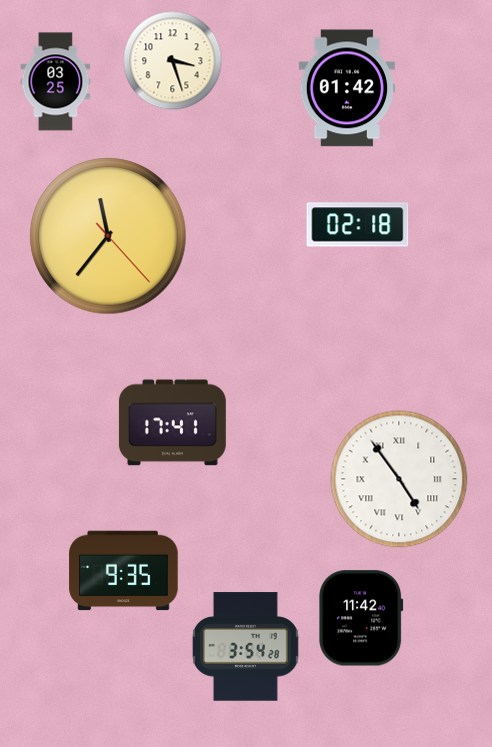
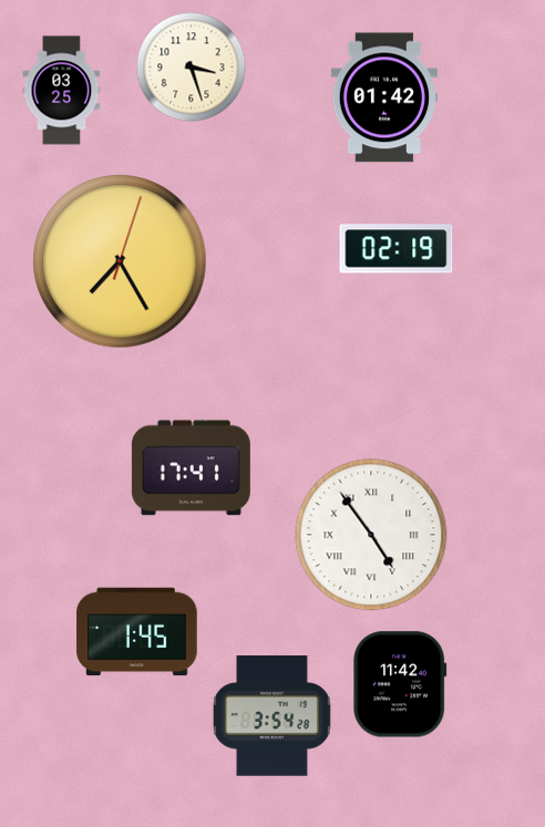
clock at (358, 225): 02:18 -> 02:19
clock at (108, 236): 11:36 -> 7:25
clock at (399, 479) position: (399, 479) -> (371, 535)
clock at (124, 571): 9:35 -> 1:45
